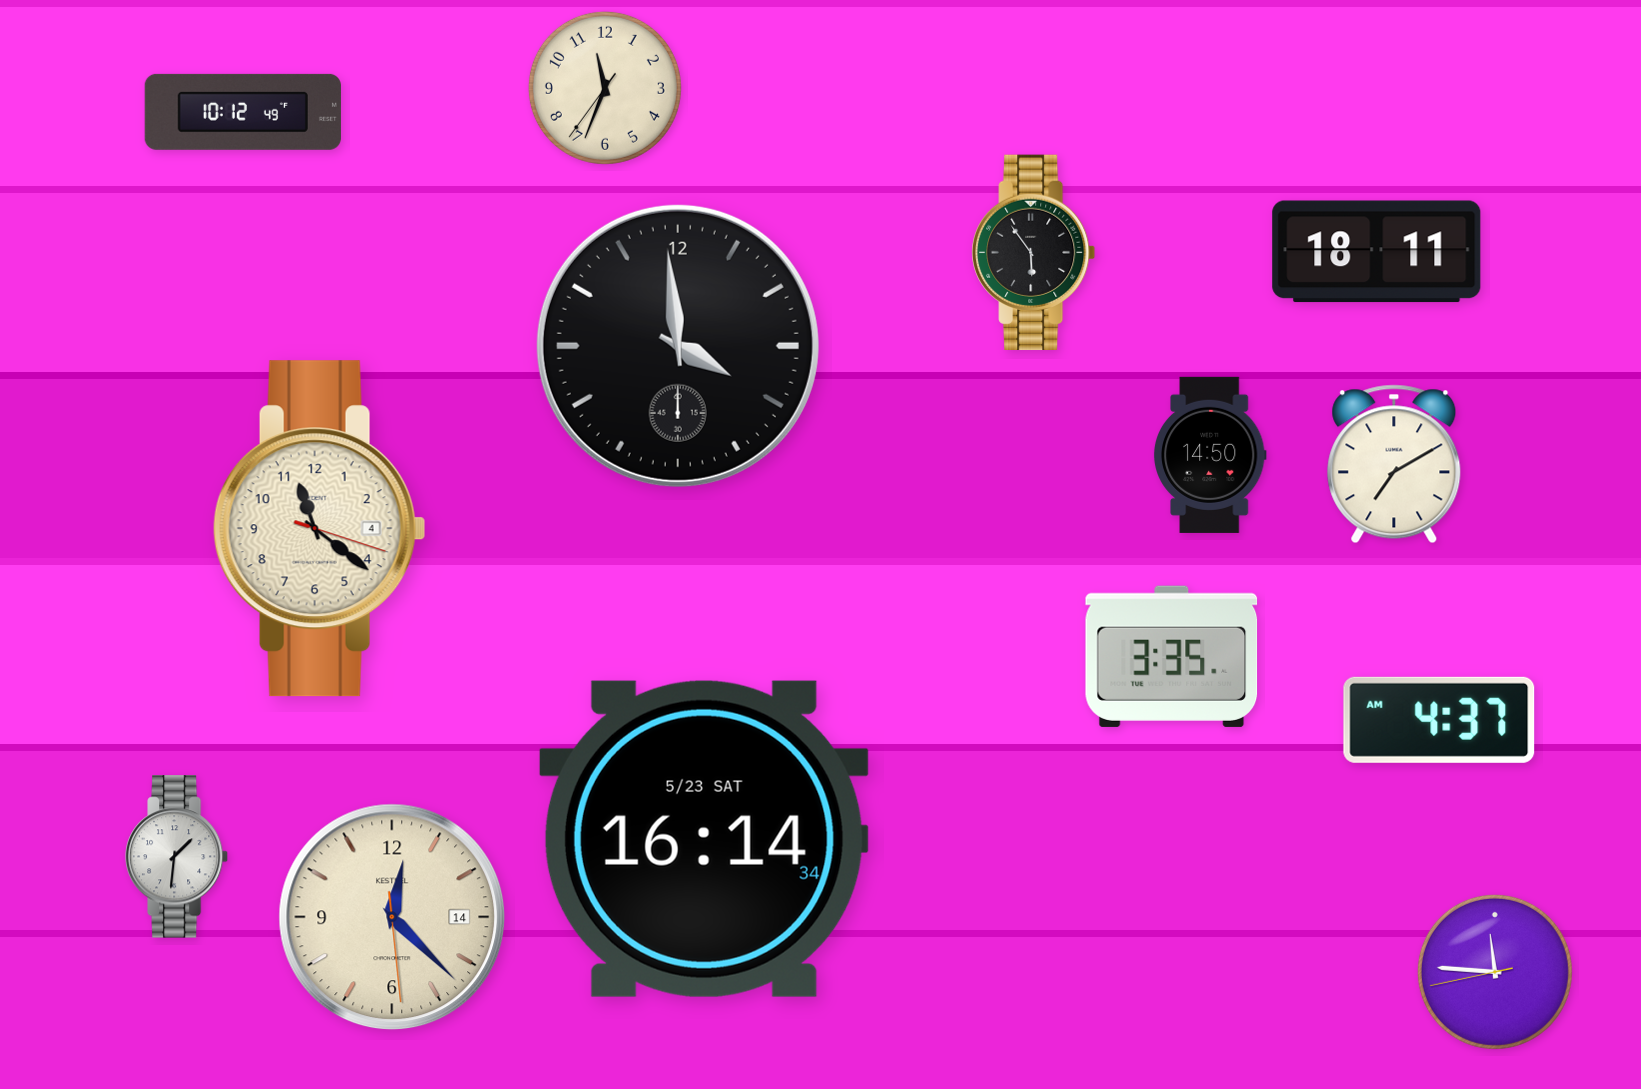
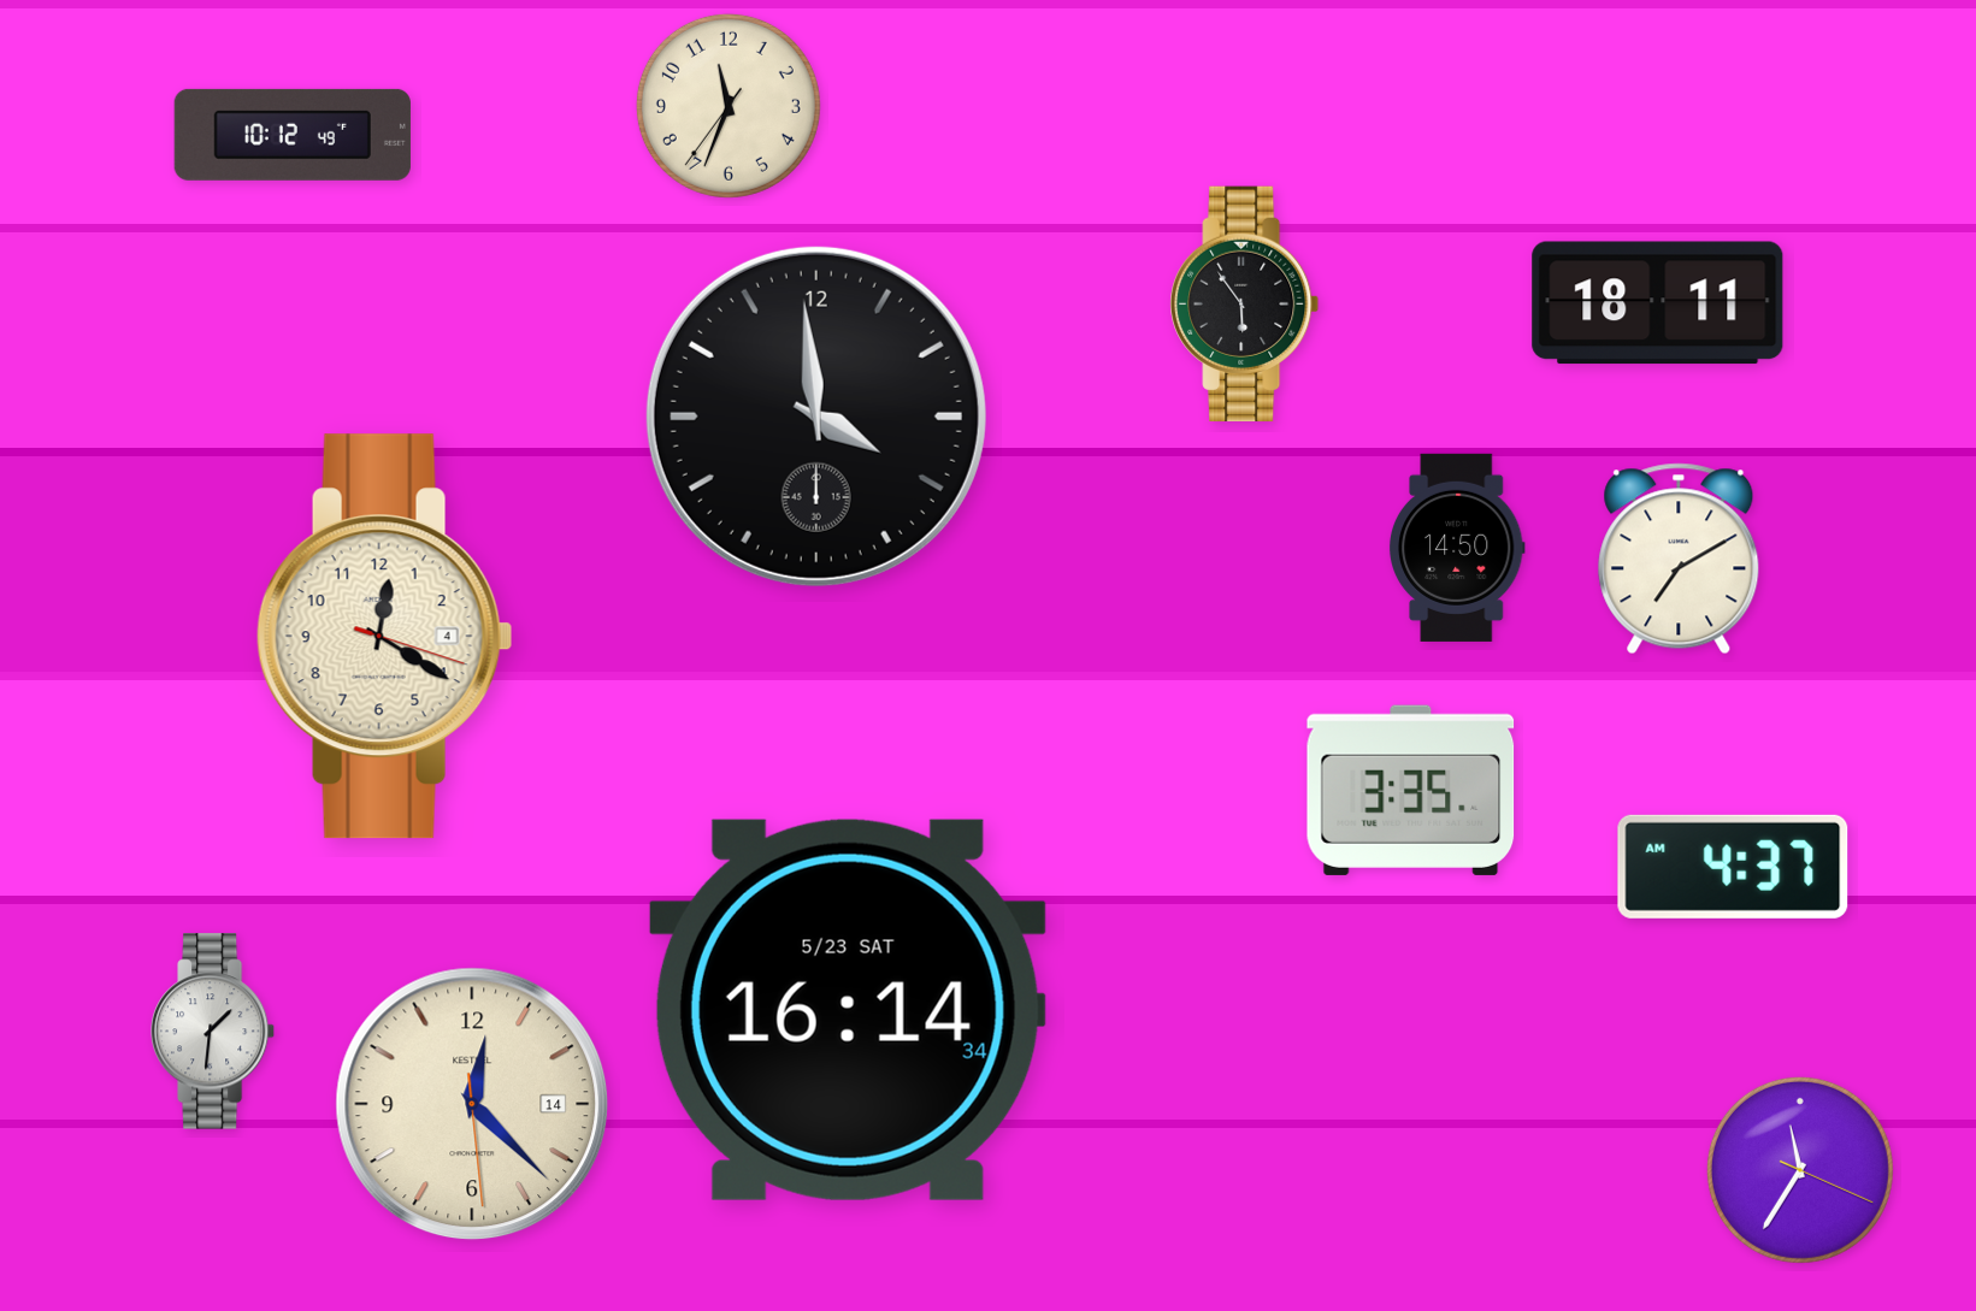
clock at (319, 529): 11:21 -> 12:20
clock at (1495, 972): 11:45 -> 11:35
